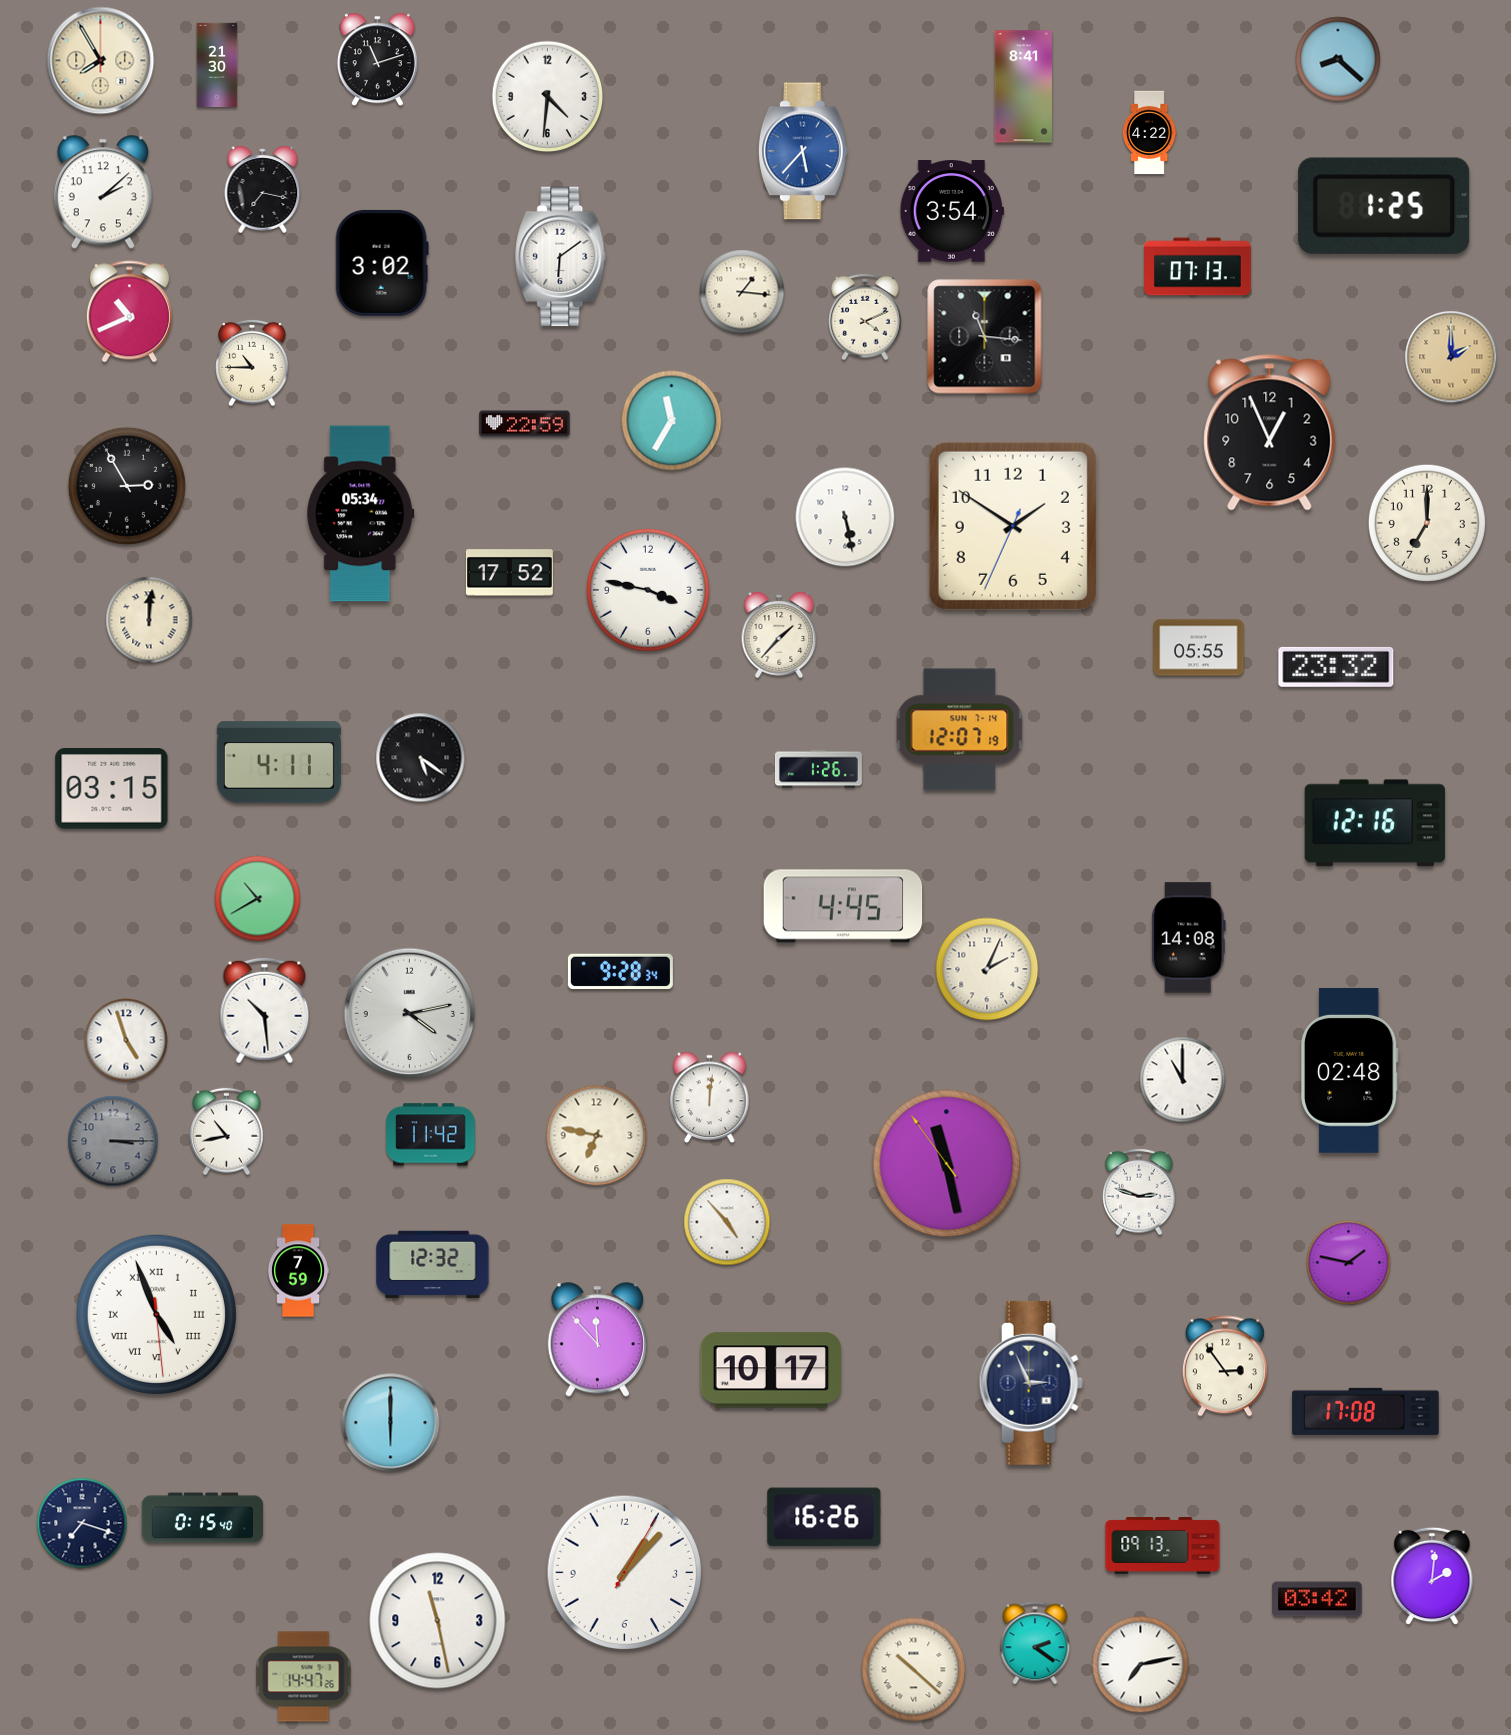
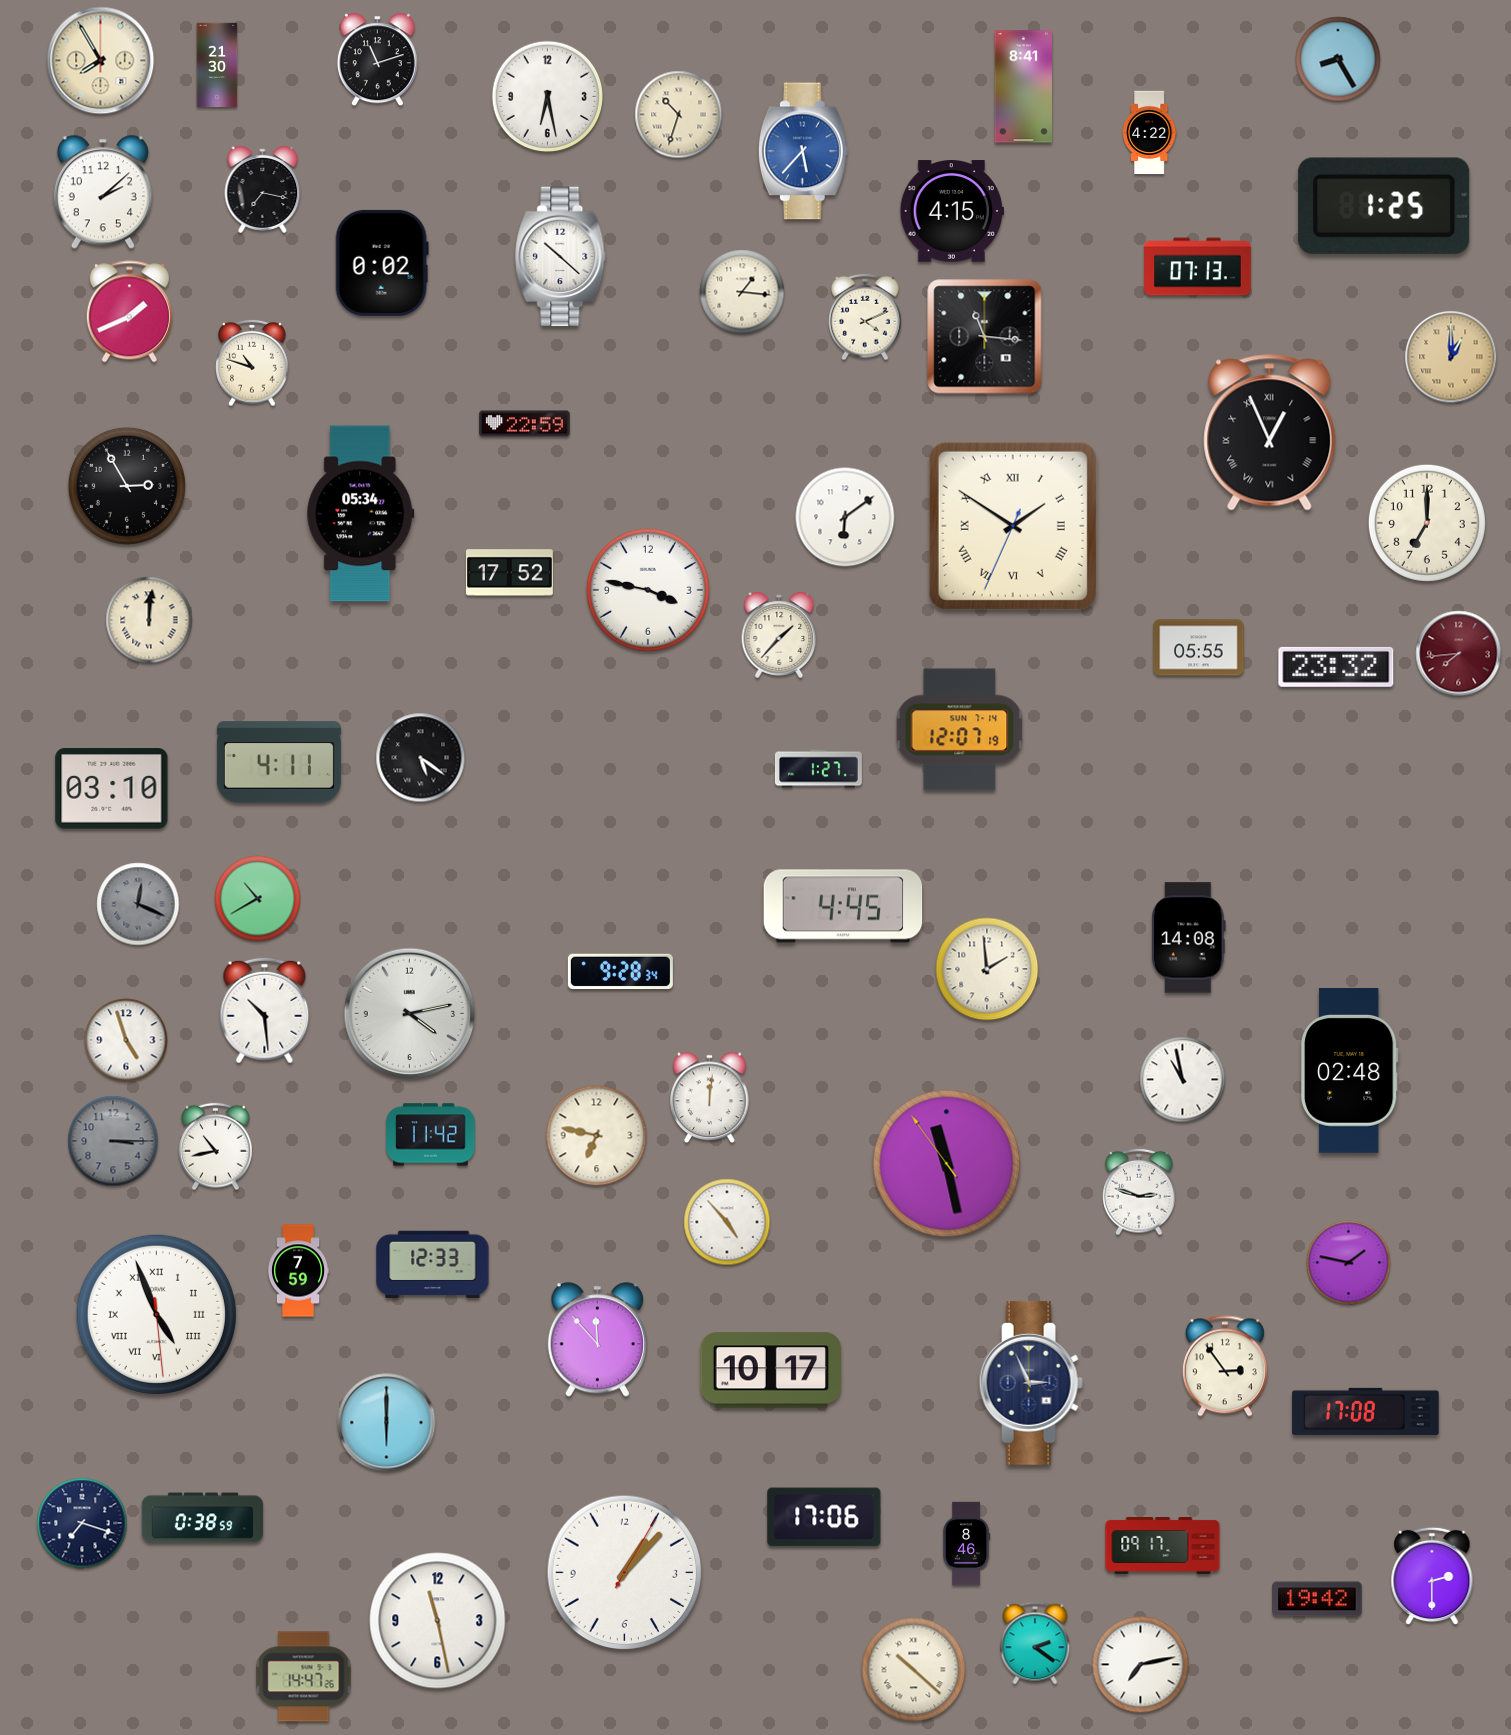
clock at (1338, 59): 8:22 -> 8:25
clock at (548, 97): 4:31 -> 6:28
clock at (679, 115): none -> 10:33
clock at (952, 211): 3:54 -> 4:15
clock at (561, 257): 6:09 -> 10:22
clock at (382, 263): 3:02 -> 0:02
clock at (129, 312): 10:41 -> 1:41
clock at (1451, 357): 2:00 -> 1:00
clock at (252, 363): 10:45 -> 10:48
clock at (672, 421): 11:35 -> none
clock at (1270, 433) numerals: Arabic -> Roman
clock at (845, 517): 5:28 -> 6:09
clock at (1013, 526) numerals: Arabic -> Roman
clock at (1459, 654): none -> 7:44
clock at (818, 769): 1:26 -> 1:27
clock at (112, 789): 03:15 -> 03:10
clock at (1375, 823): 12:16 -> none
clock at (138, 904): none -> 12:19
clock at (987, 969): 2:04 -> 1:59
clock at (1183, 1080): 11:00 -> 10:58
clock at (227, 1132) position: (227, 1132) -> (216, 1147)
clock at (433, 1265): 12:32 -> 12:33
clock at (391, 1423) position: (391, 1423) -> (387, 1423)
clock at (824, 1517): 16:26 -> 17:06
clock at (203, 1518): 0:15 -> 0:38
clock at (966, 1544): none -> 8:46
clock at (1163, 1546): 09:13 -> 09:17
clock at (1432, 1576): 2:01 -> 2:30
clock at (1317, 1599): 03:42 -> 19:42
